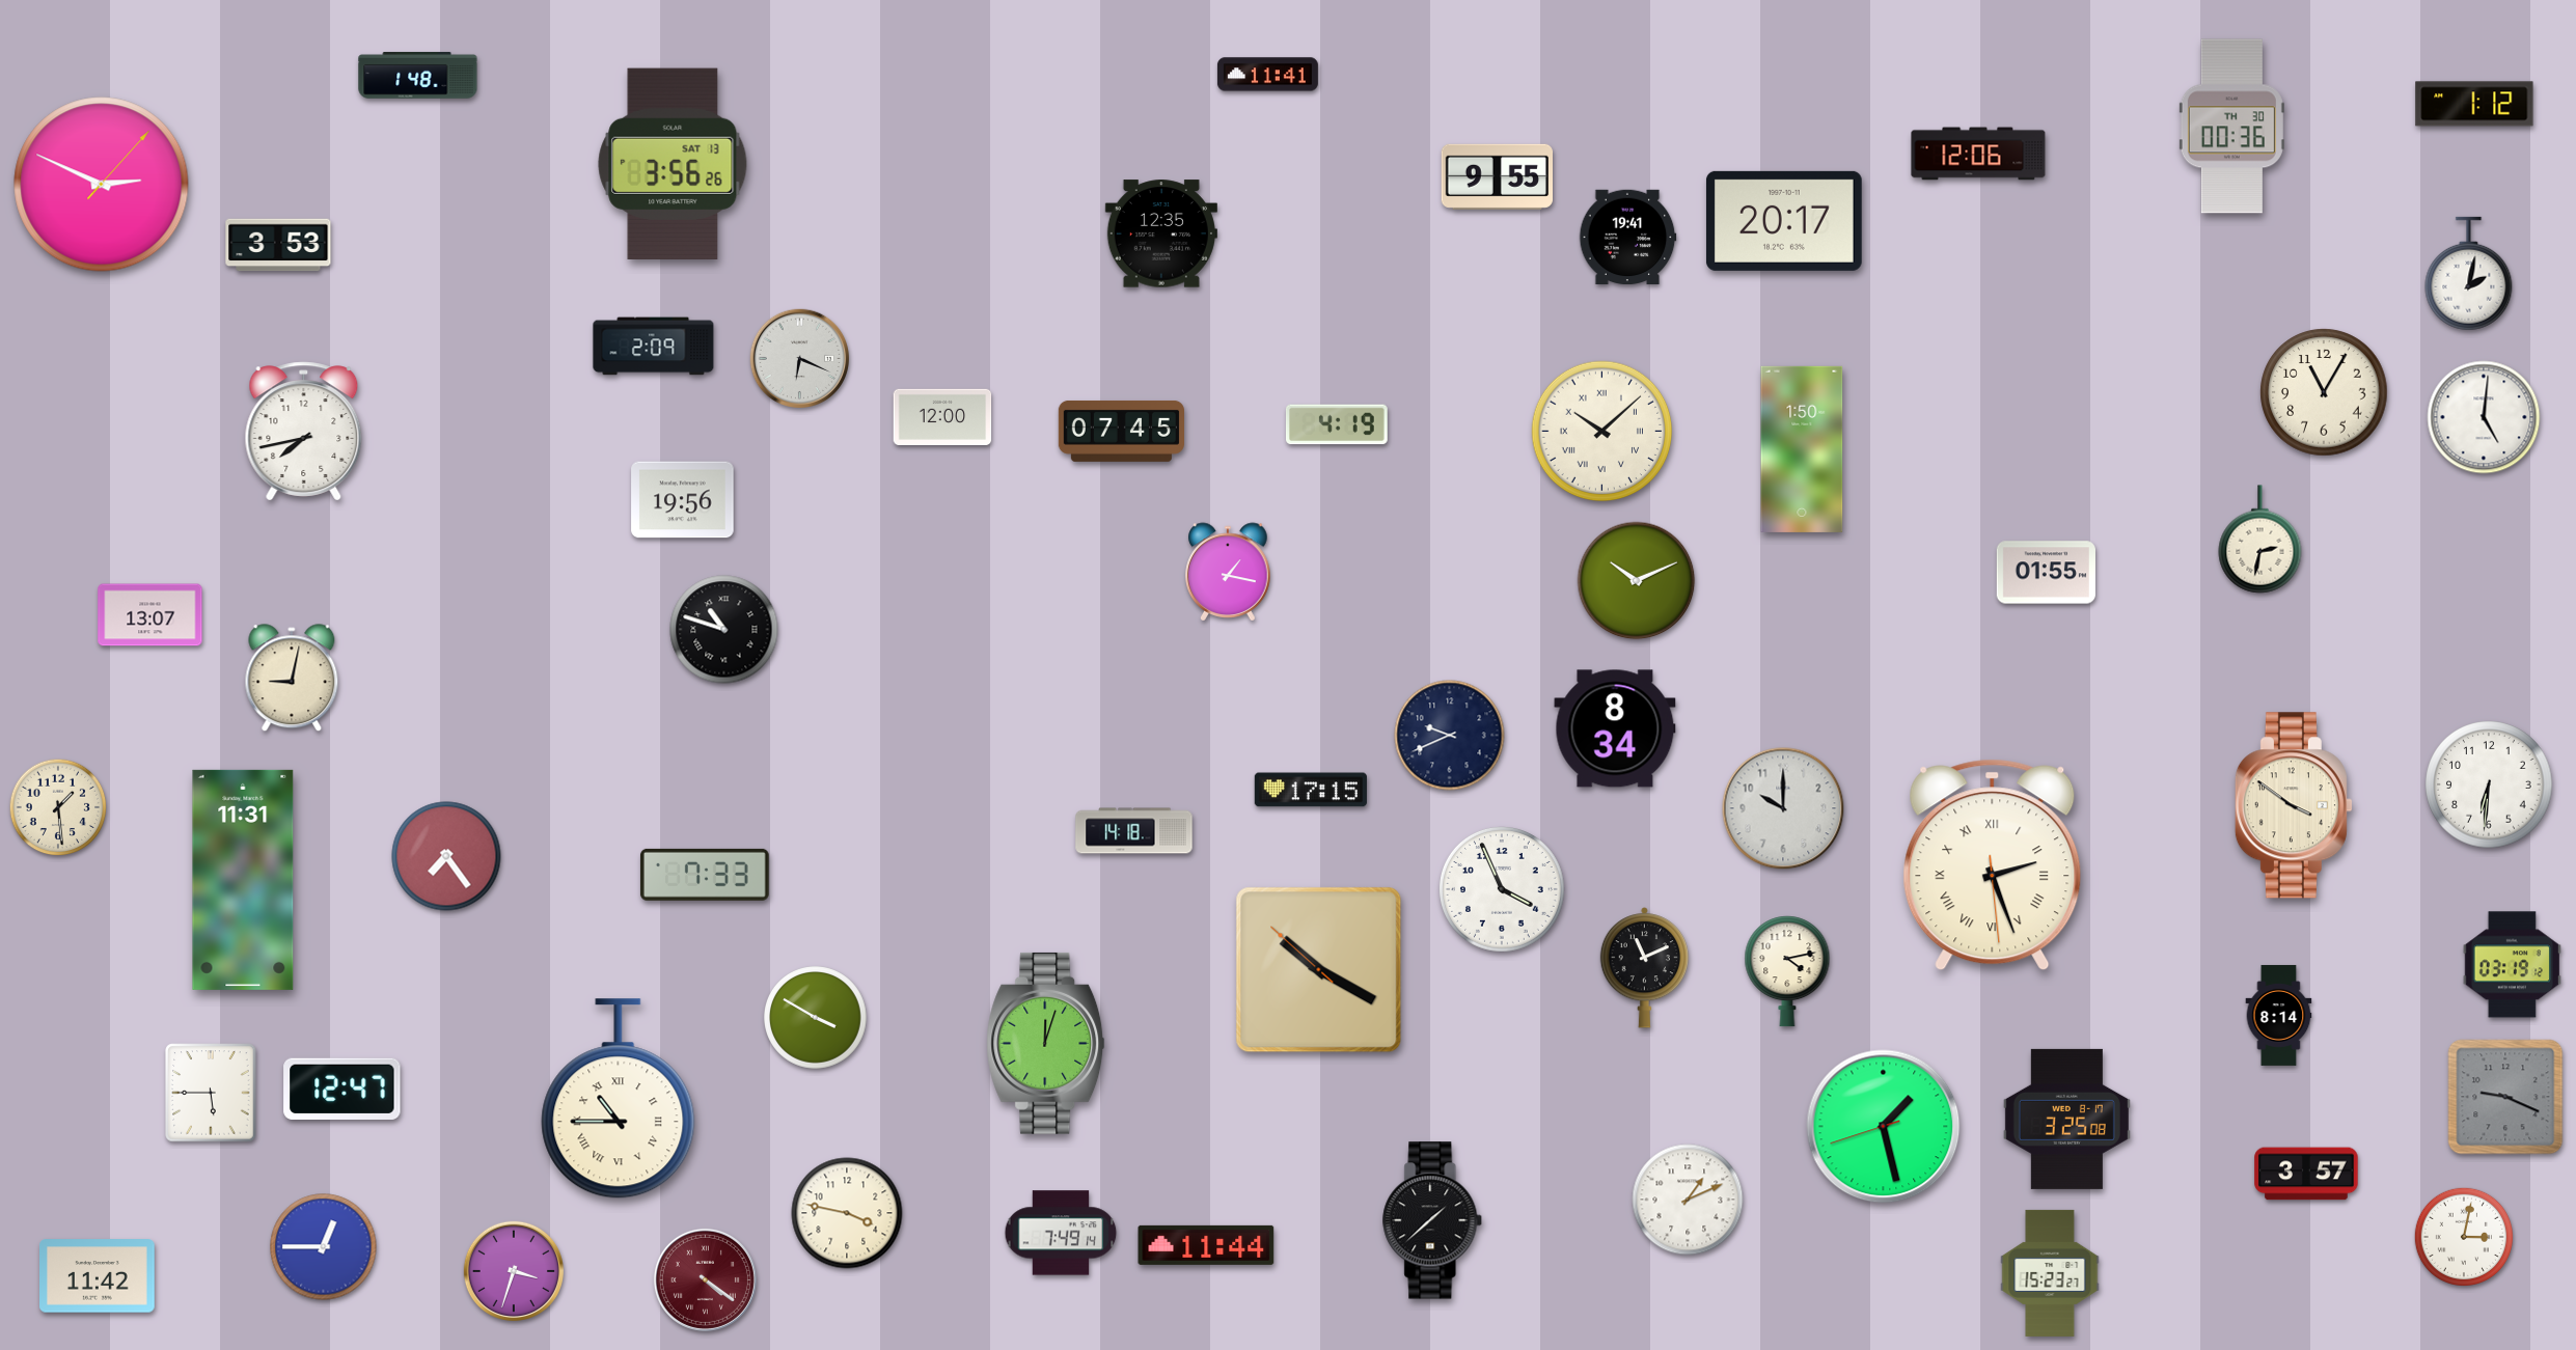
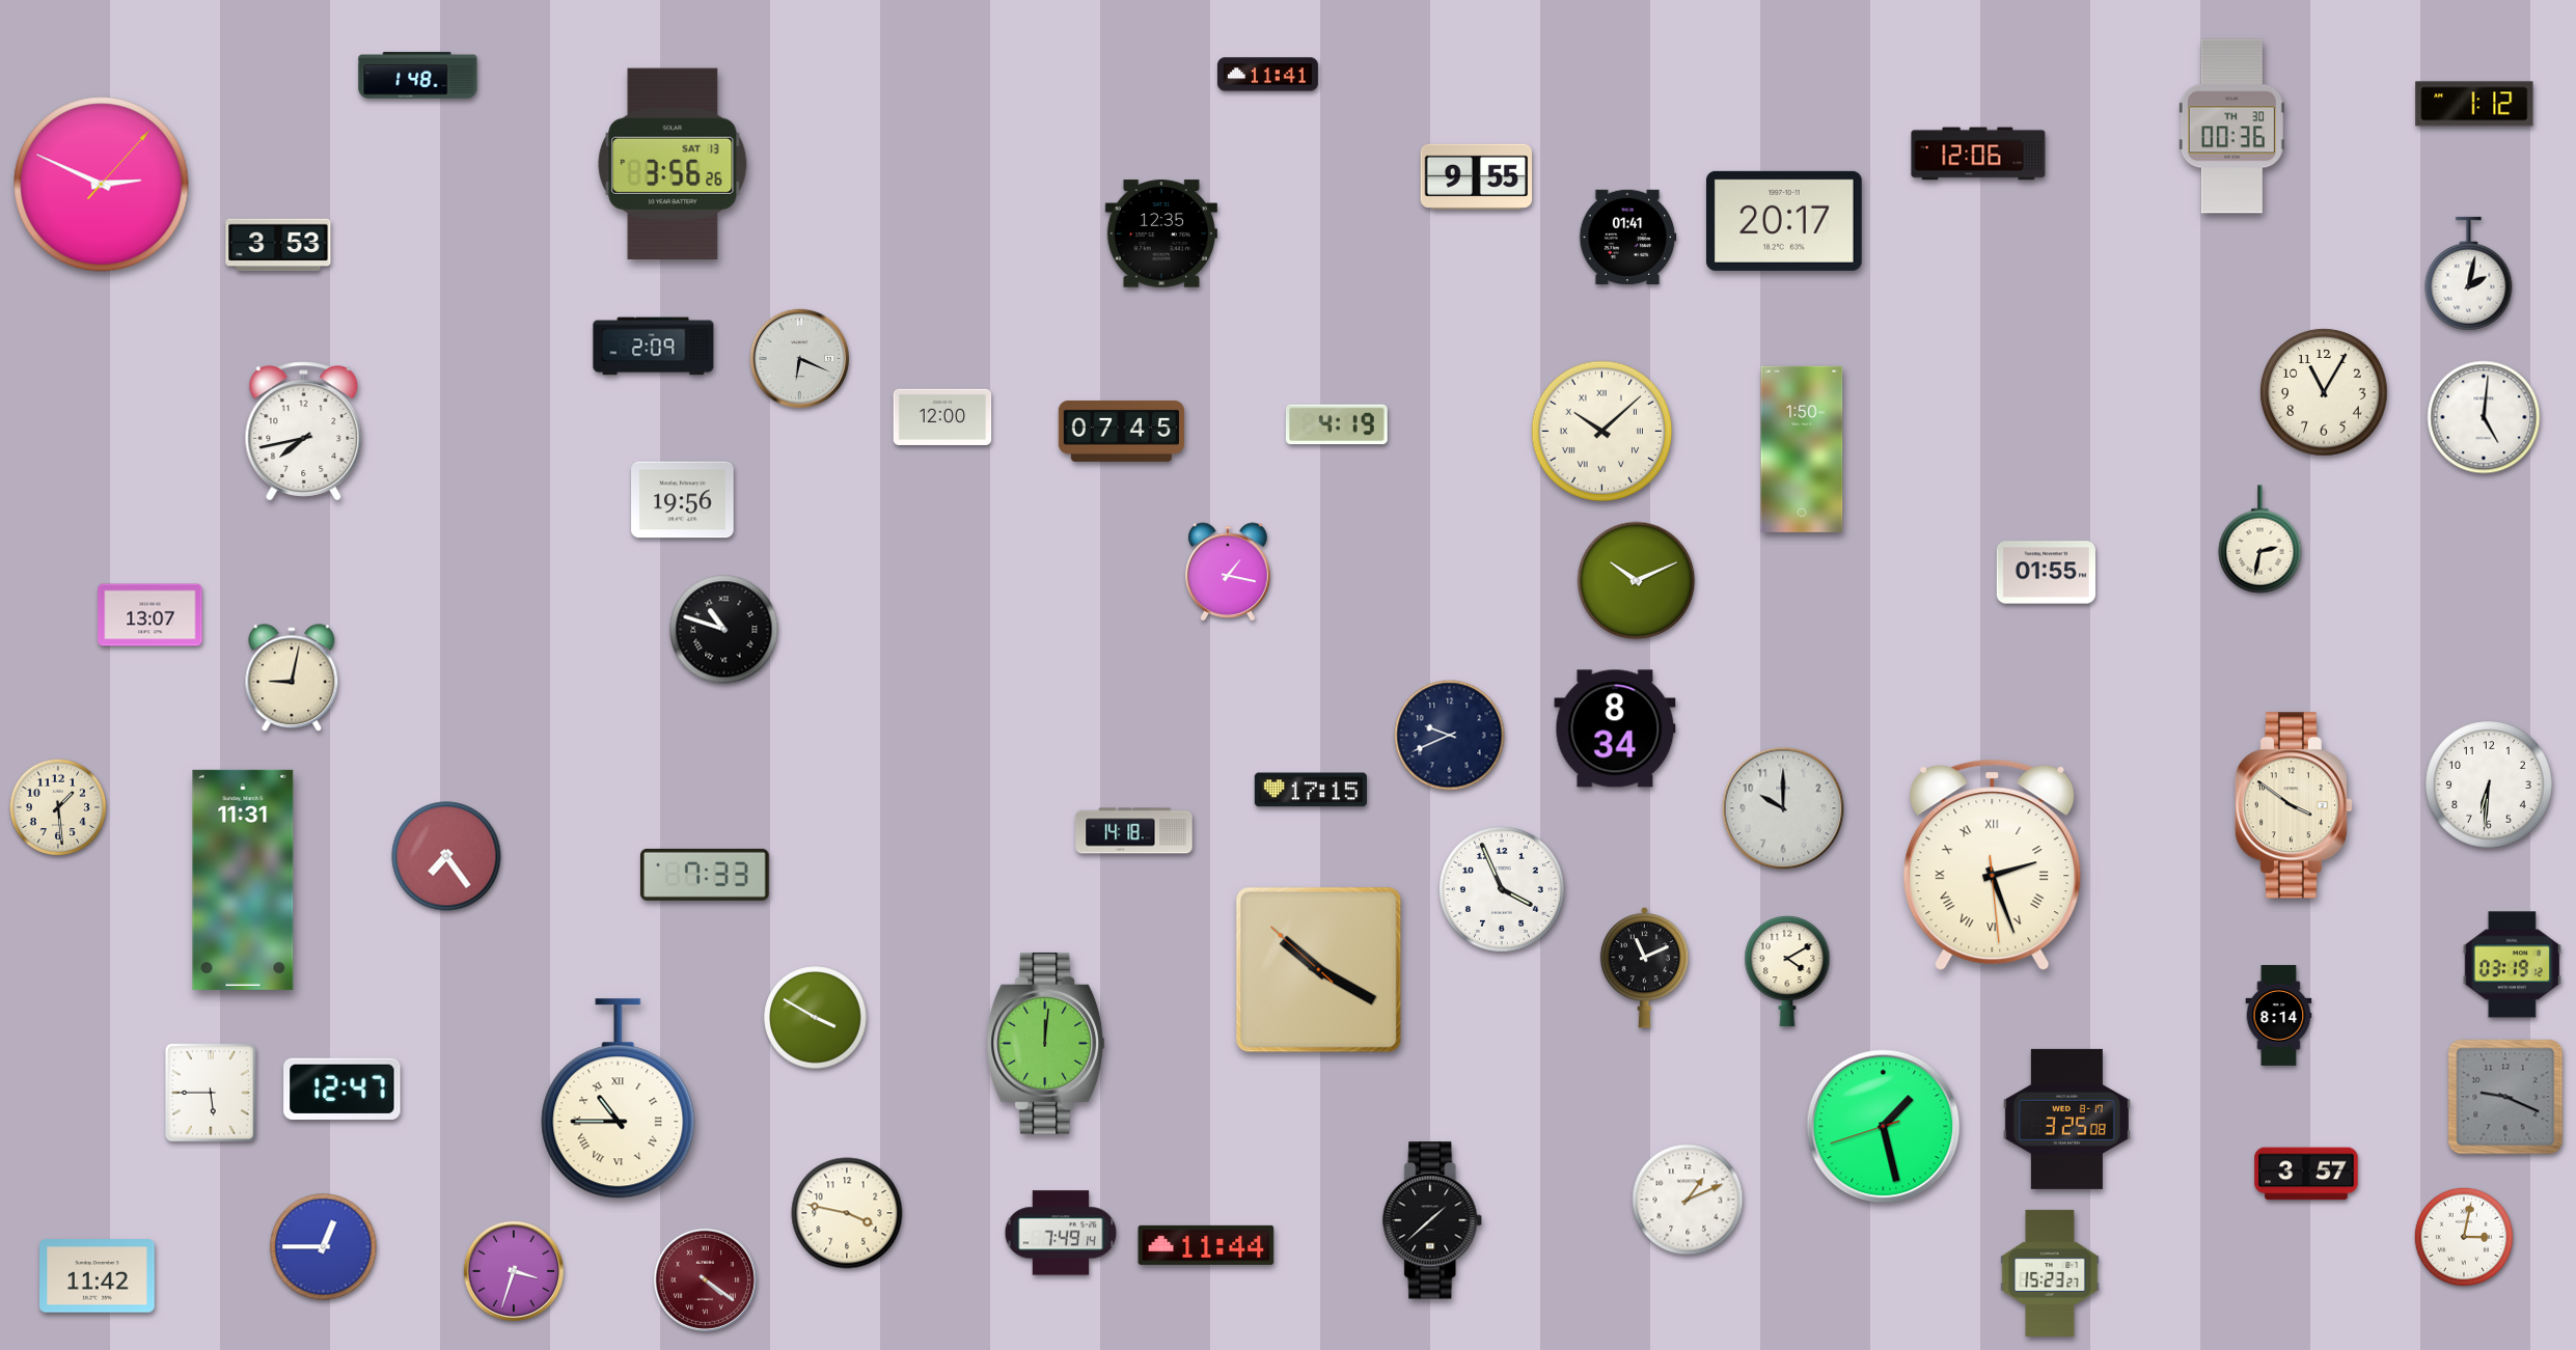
clock at (1497, 176) position: (1497, 176) -> (1476, 176)
clock at (1627, 238): 19:41 -> 01:41
clock at (1787, 971): 4:13 -> 4:10
clock at (1046, 1043): 12:03 -> 12:01
